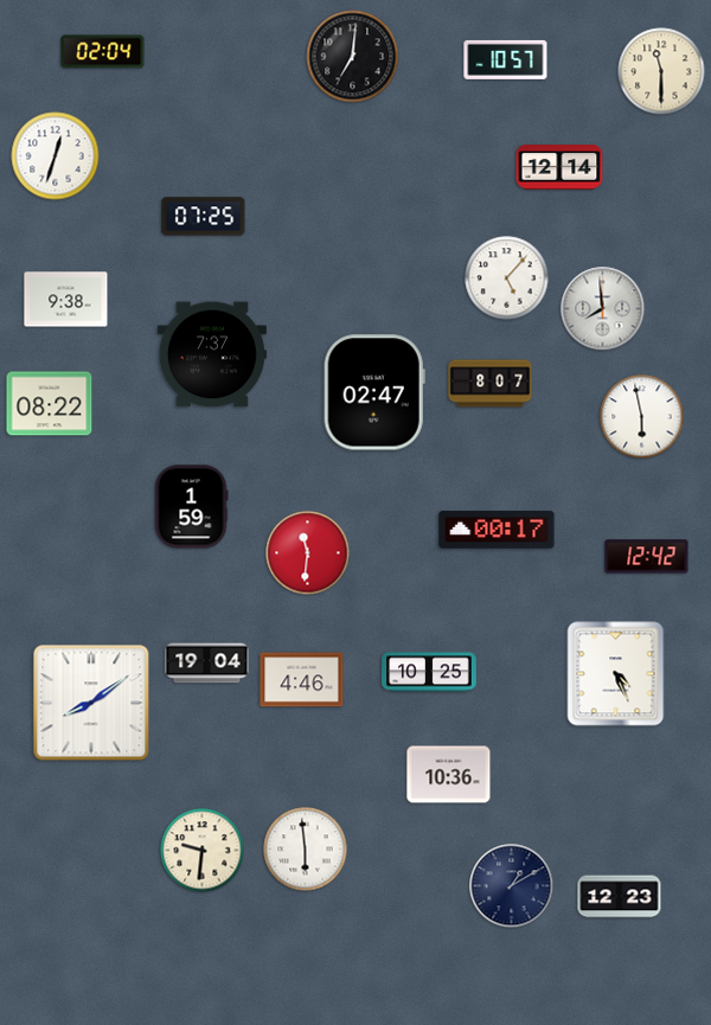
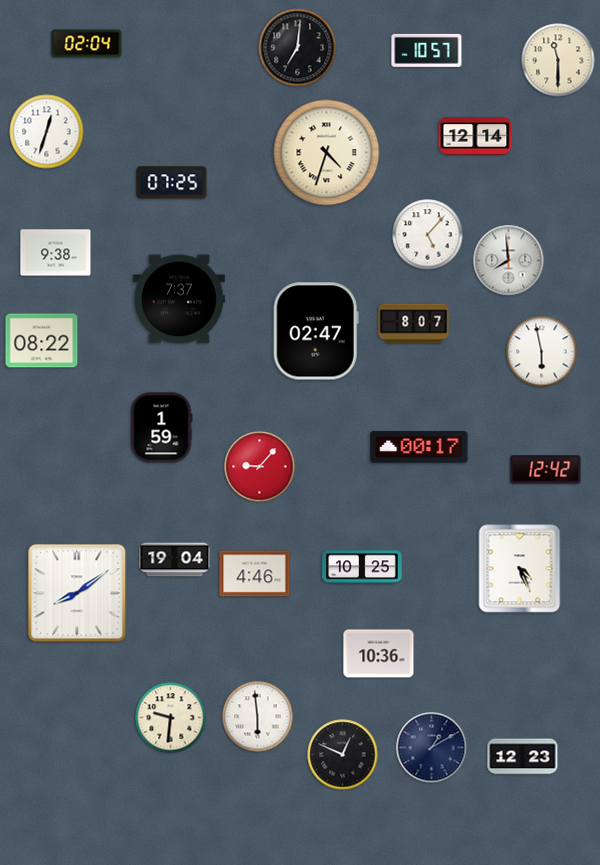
clock at (559, 167) position: (559, 167) -> (475, 136)
clock at (327, 153): none -> 4:33
clock at (308, 553): 11:31 -> 9:07
clock at (343, 755): none -> 12:49
